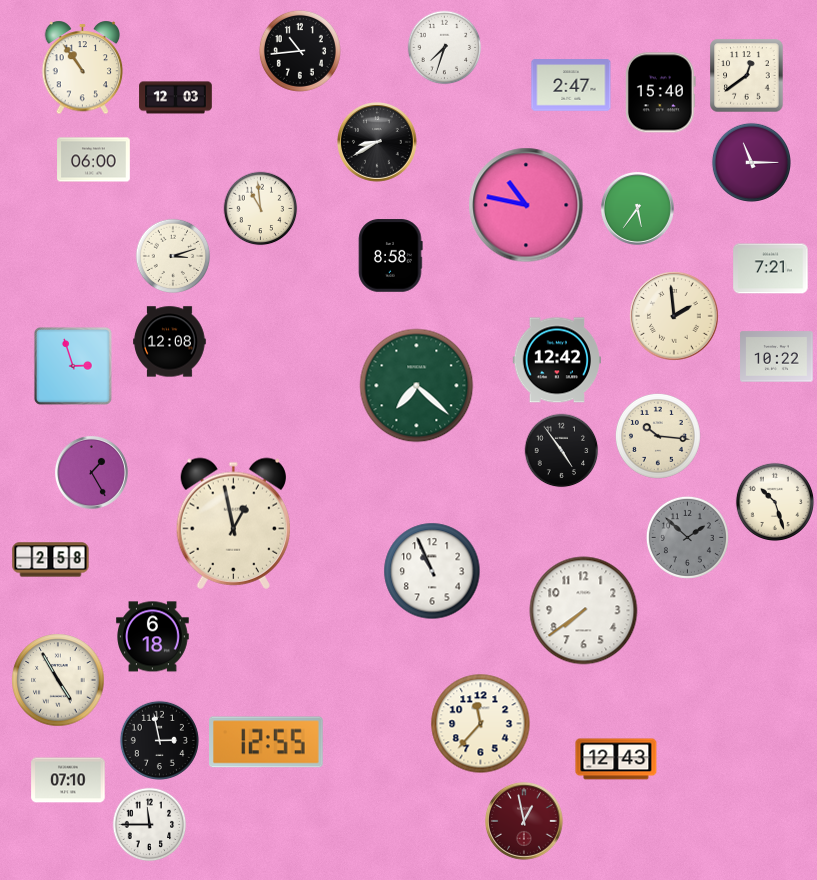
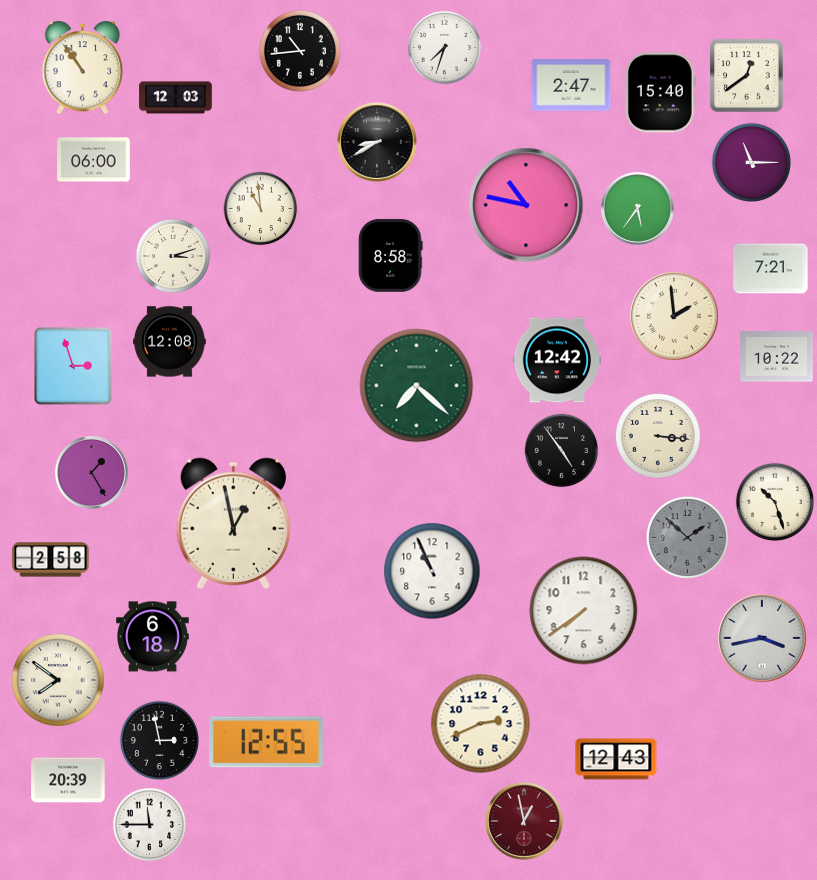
clock at (659, 437): 10:16 -> 3:16
clock at (762, 638): none -> 3:43
clock at (58, 680): 4:55 -> 7:51
clock at (481, 724): 11:37 -> 2:41
clock at (68, 780): 07:10 -> 20:39
